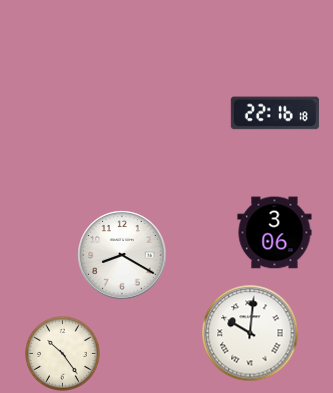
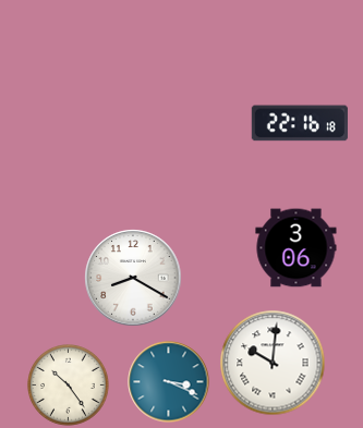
clock at (275, 233) position: (275, 233) -> (297, 248)
clock at (169, 382): none -> 3:19
